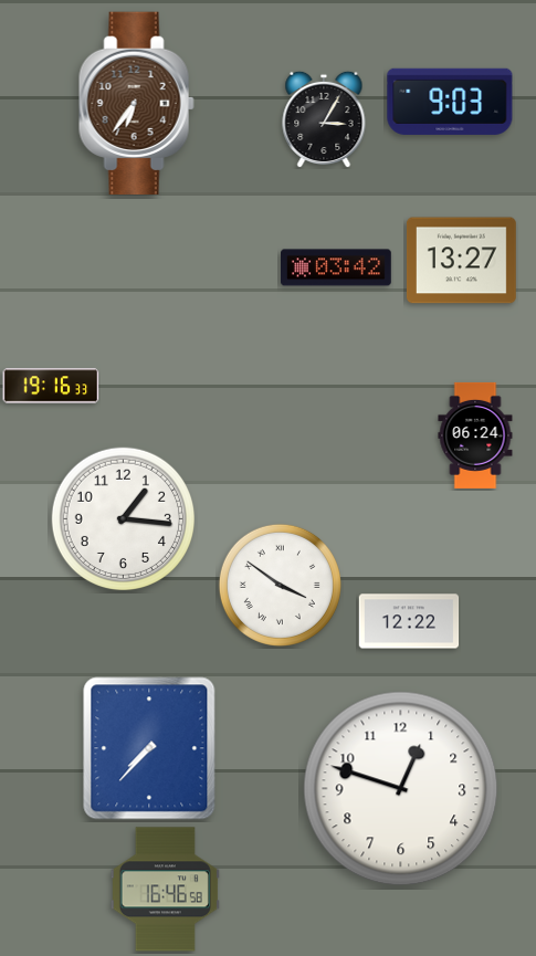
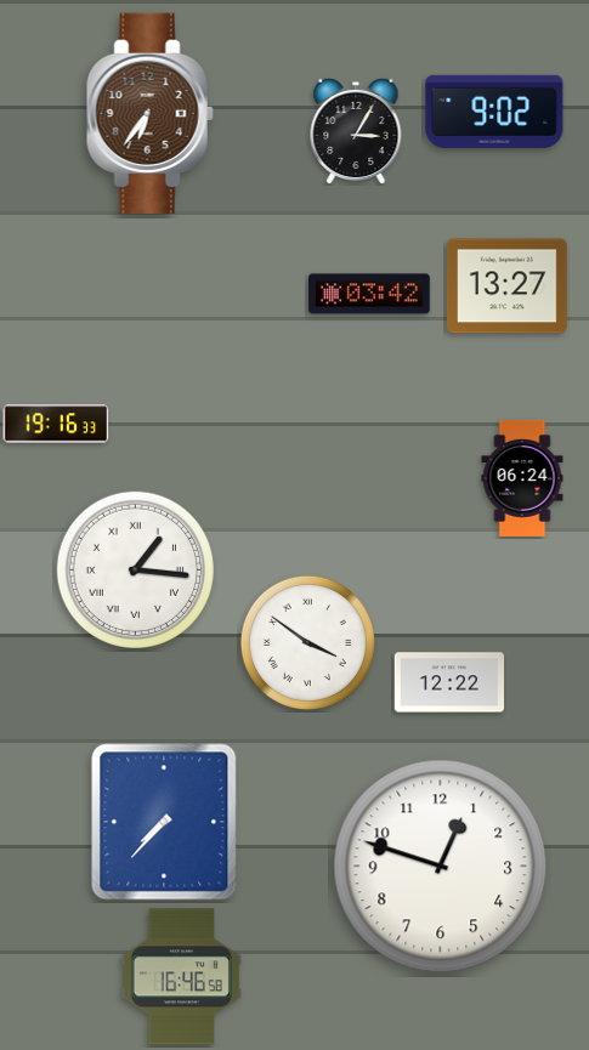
clock at (450, 102): 9:03 -> 9:02
clock at (123, 518) numerals: Arabic -> Roman
